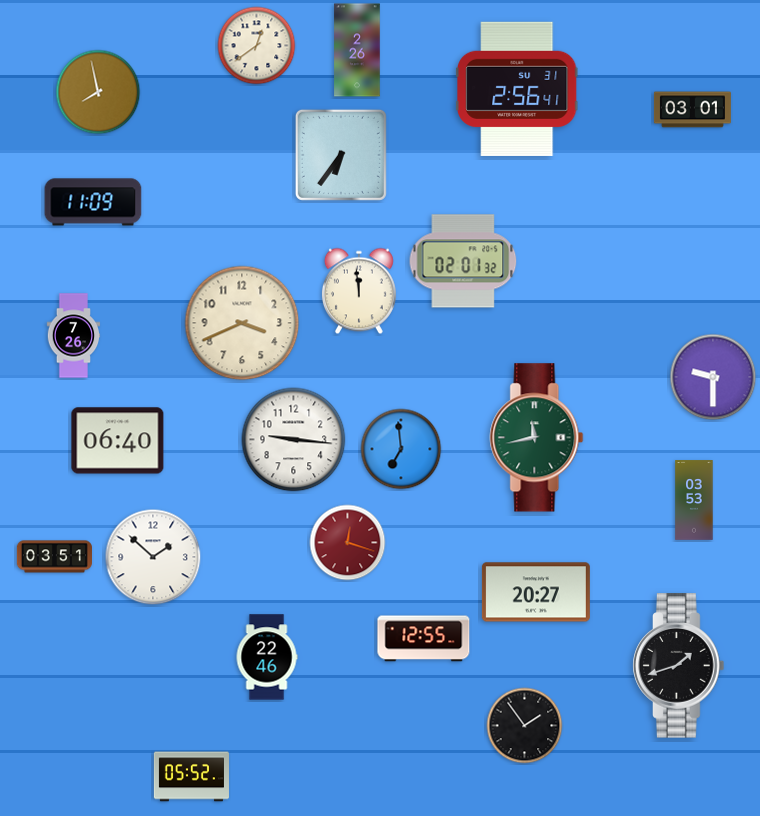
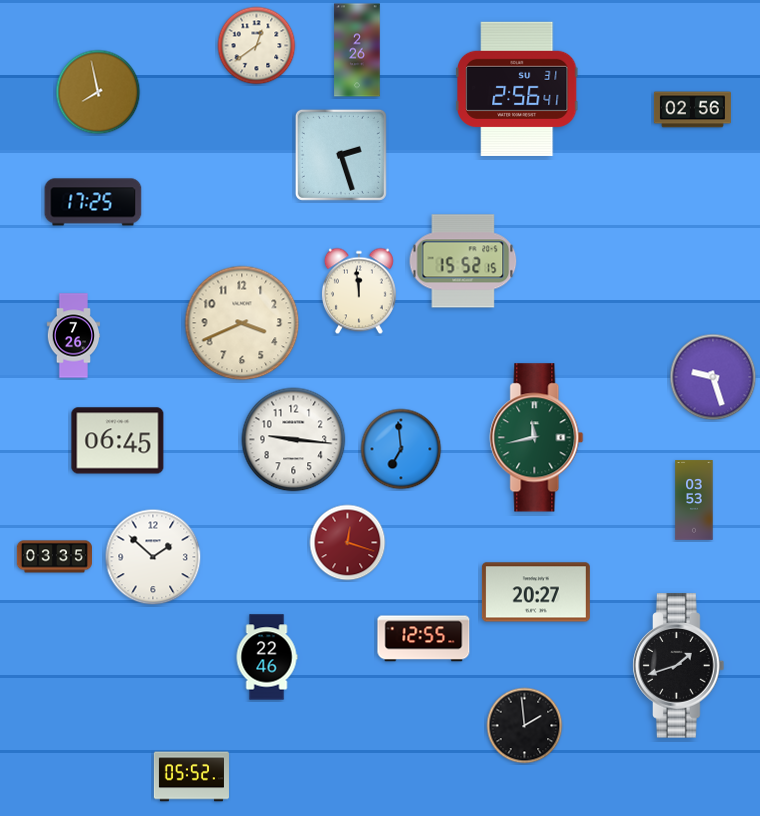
clock at (692, 110): 03:01 -> 02:56
clock at (341, 155): 6:36 -> 2:27
clock at (93, 202): 11:09 -> 17:25
clock at (463, 261): 02:01 -> 15:52
clock at (713, 377): 9:30 -> 9:27
clock at (118, 441): 06:40 -> 06:45
clock at (54, 557): 03:51 -> 03:35
clock at (525, 726): 1:54 -> 1:59
